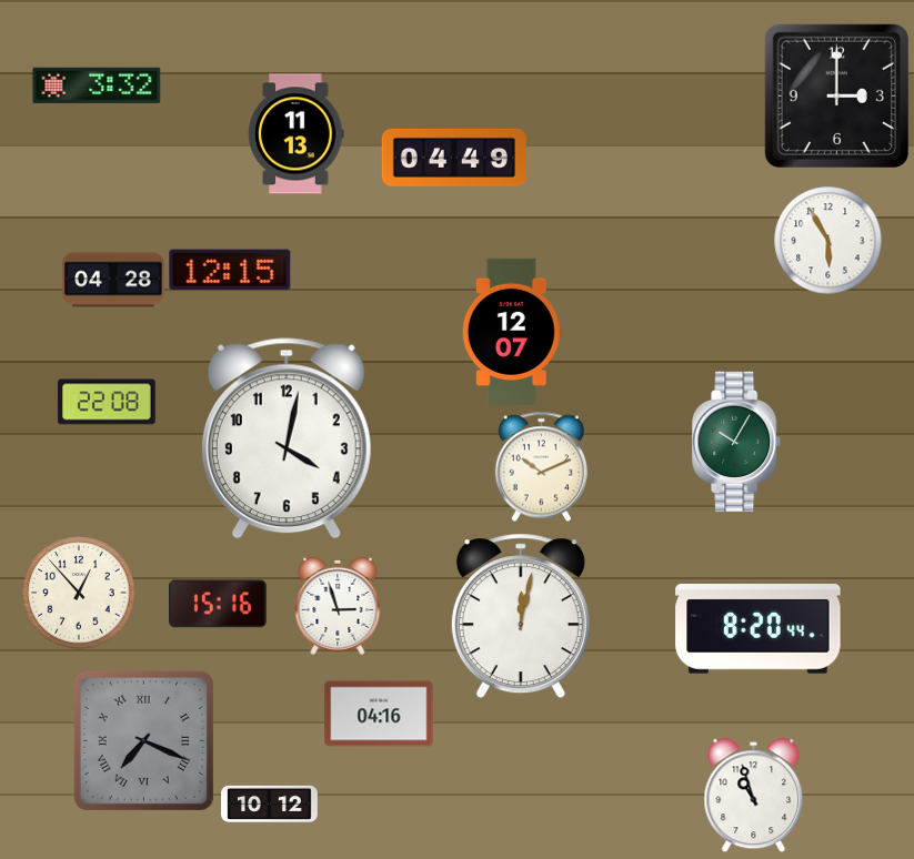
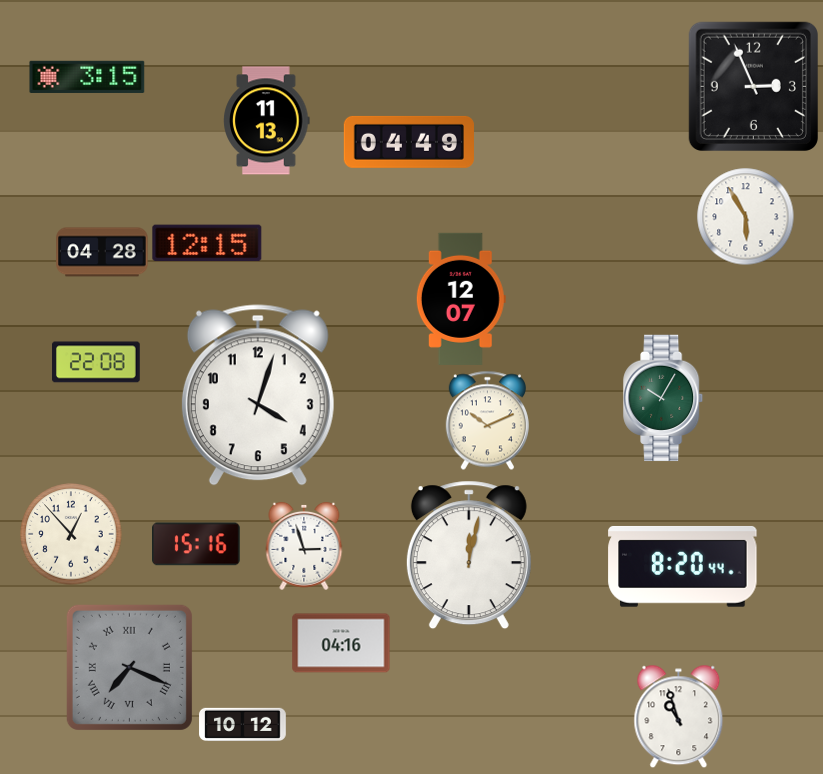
clock at (97, 85): 3:32 -> 3:15
clock at (836, 95): 3:00 -> 2:56
clock at (287, 438): 4:02 -> 4:03
